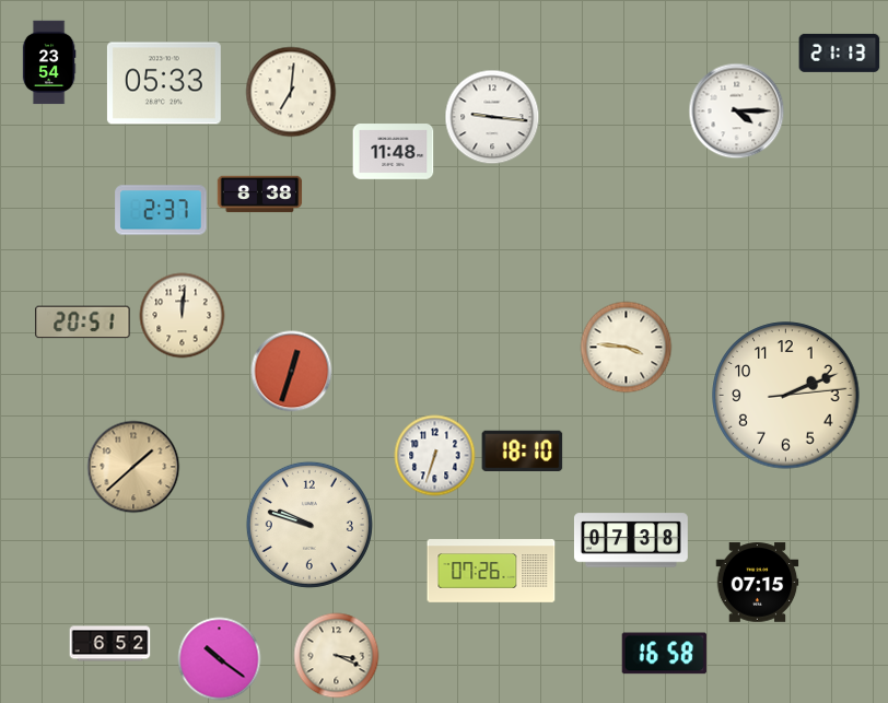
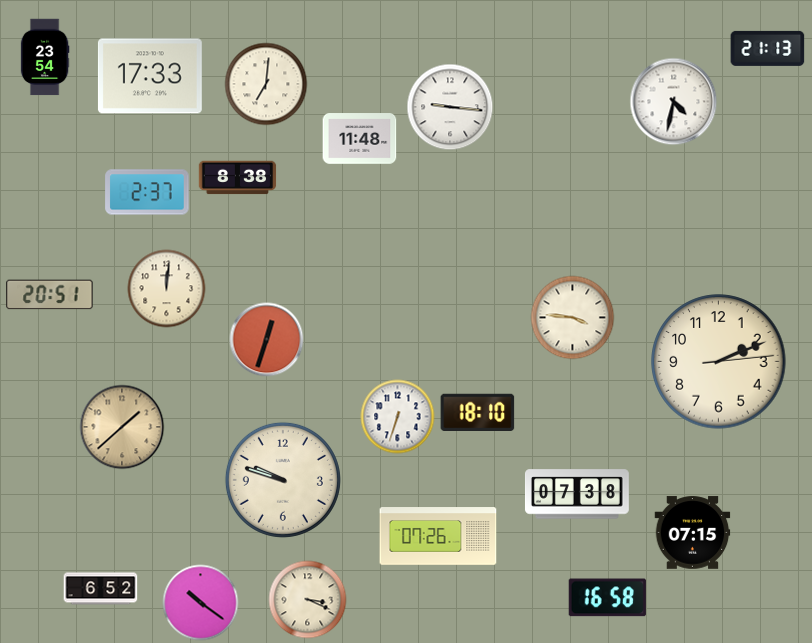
clock at (164, 83): 05:33 -> 17:33
clock at (737, 112): 4:15 -> 4:32
clock at (83, 323) position: (83, 323) -> (50, 295)
clock at (491, 571) position: (491, 571) -> (438, 536)
